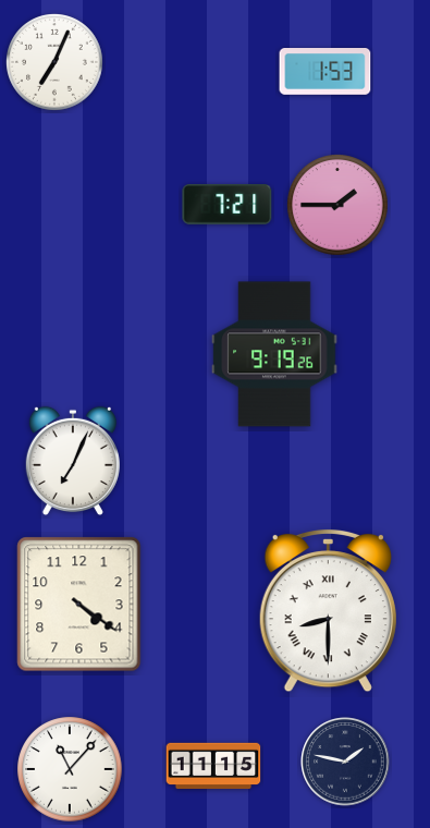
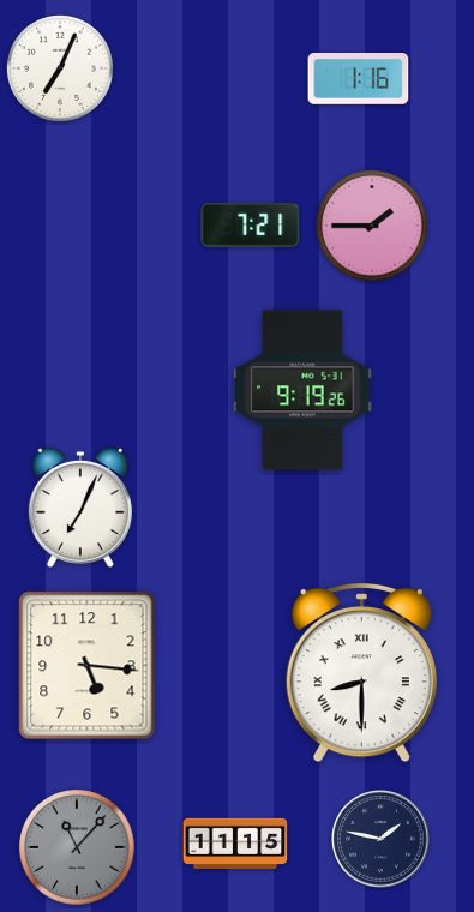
clock at (325, 72): 1:53 -> 1:16
clock at (79, 605): 4:21 -> 5:16
clock at (70, 769) dial: white -> grey
